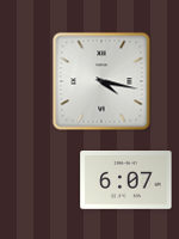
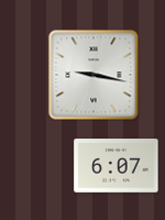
clock at (101, 81): 4:17 -> 9:17
